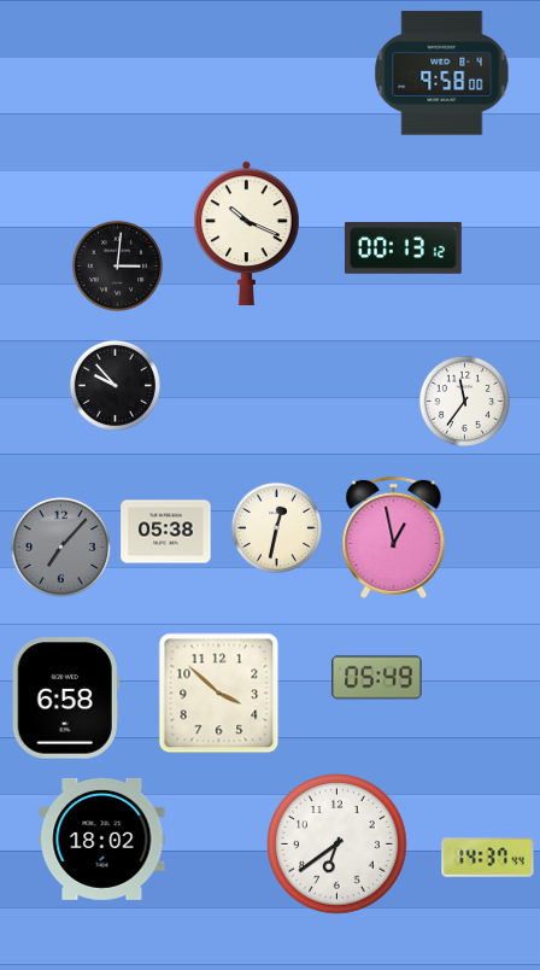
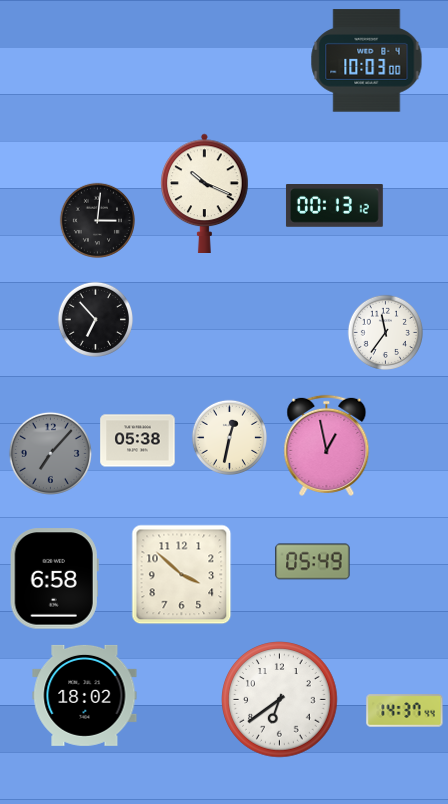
clock at (442, 74): 9:58 -> 10:03
clock at (115, 385): 9:53 -> 6:53
